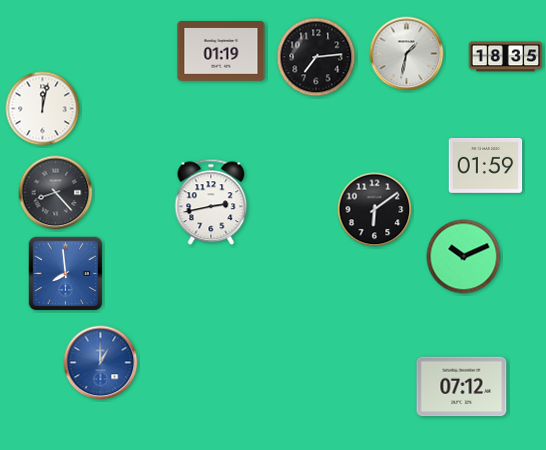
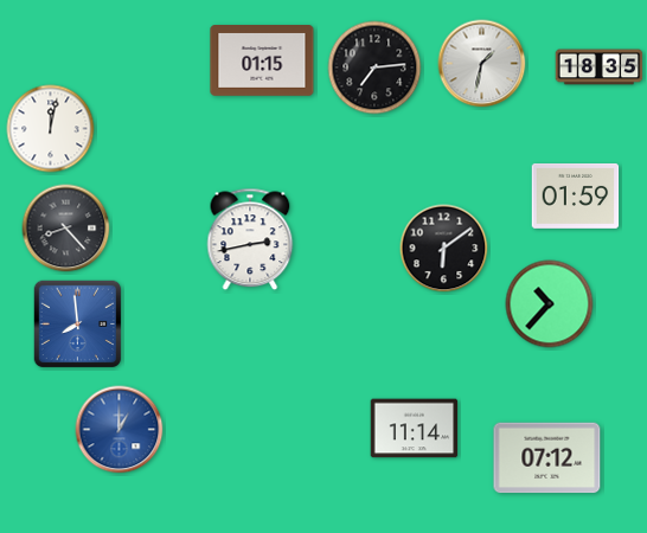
clock at (221, 52): 01:19 -> 01:15
clock at (464, 257): 10:11 -> 10:37
clock at (415, 429): none -> 11:14
